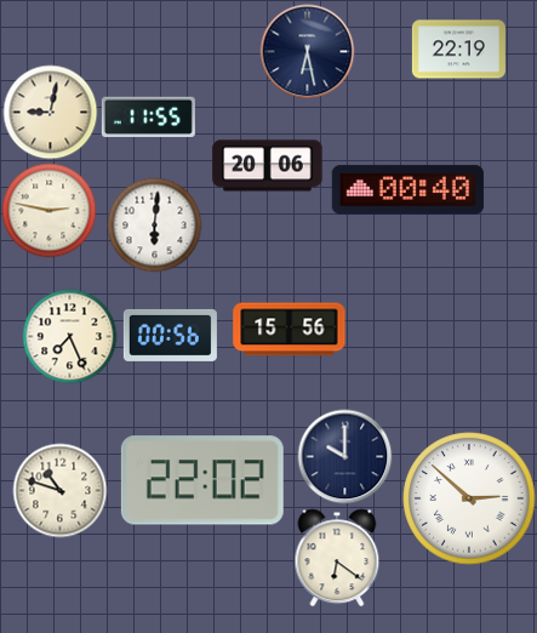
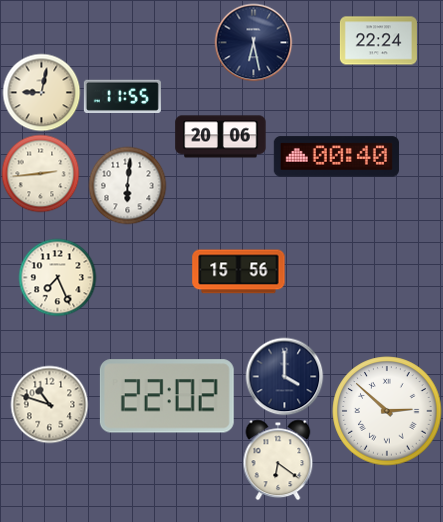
clock at (458, 50): 22:19 -> 22:24
clock at (48, 210): 2:47 -> 2:44
clock at (170, 335): 00:56 -> none
clock at (344, 456): 10:00 -> 4:00
